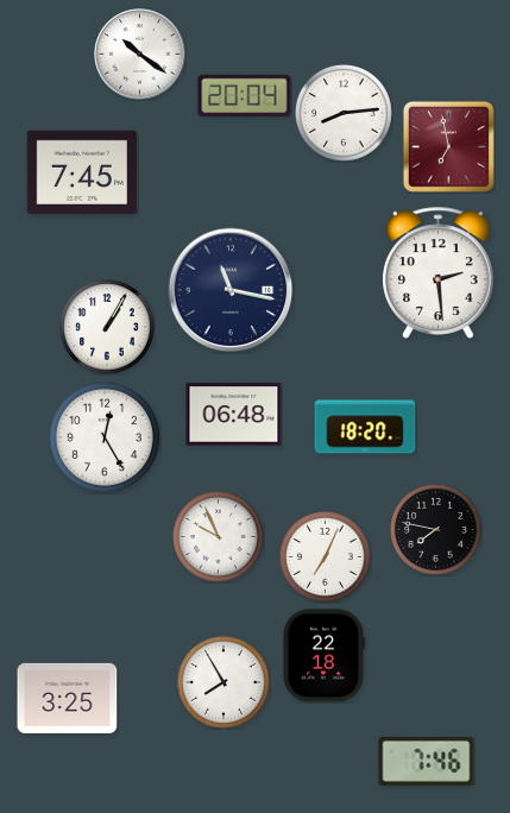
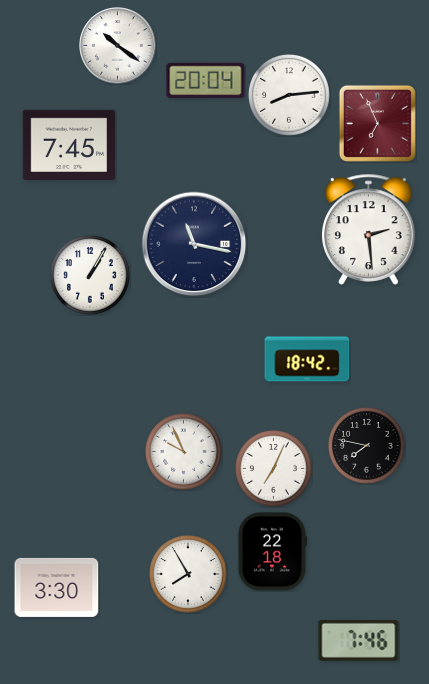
clock at (448, 146): 6:58 -> 6:56
clock at (234, 415): 06:48 -> none
clock at (365, 427): 18:20 -> 18:42
clock at (105, 437): 12:25 -> none
clock at (68, 698): 3:25 -> 3:30
